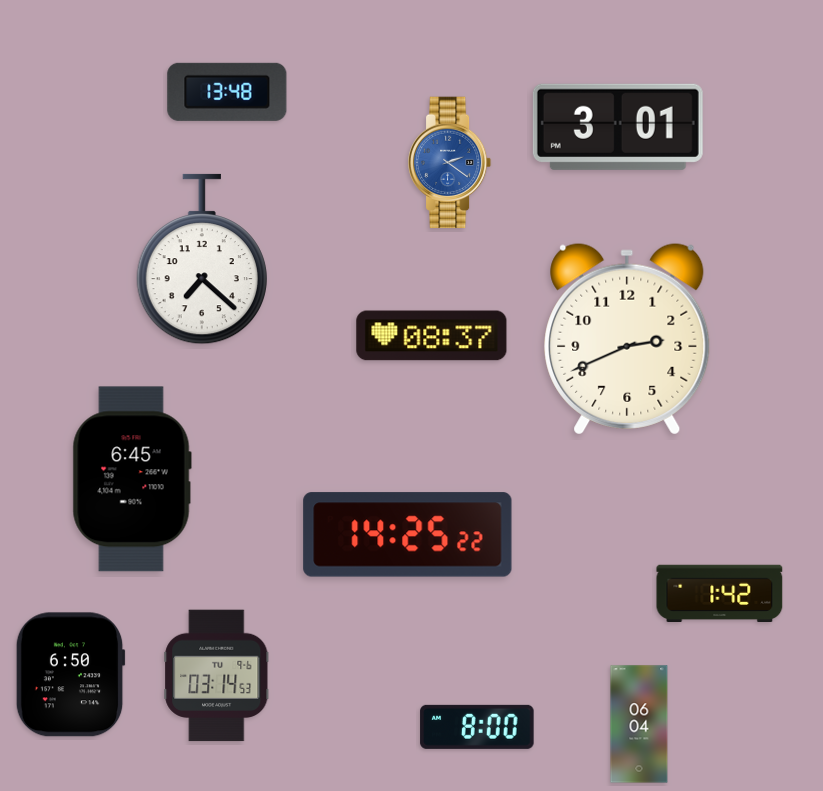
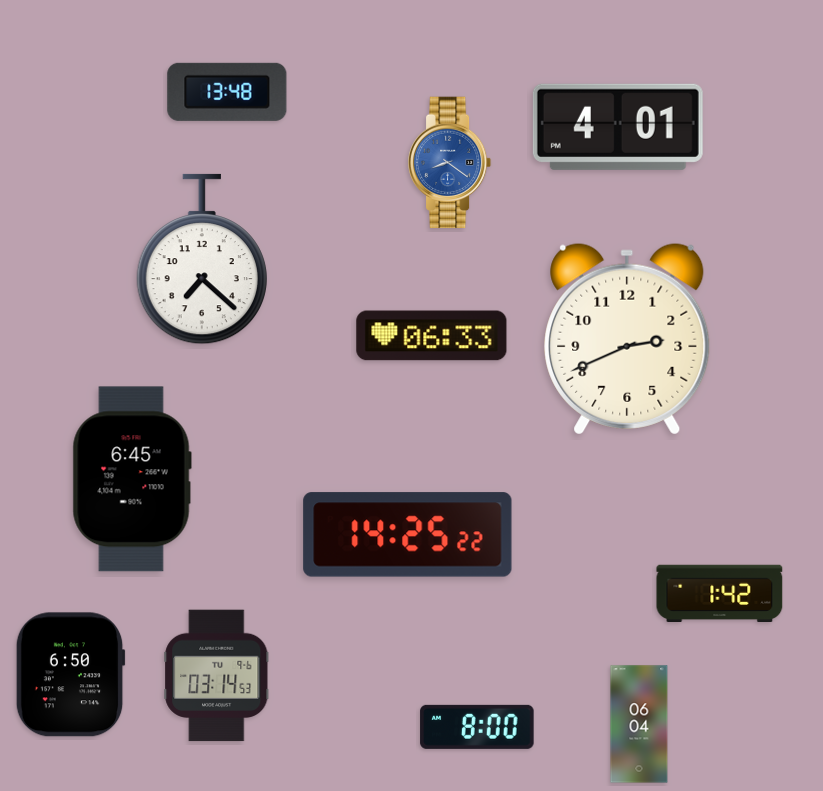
clock at (618, 127): 3:01 -> 4:01
clock at (450, 163): 2:21 -> 8:21
clock at (432, 336): 08:37 -> 06:33
